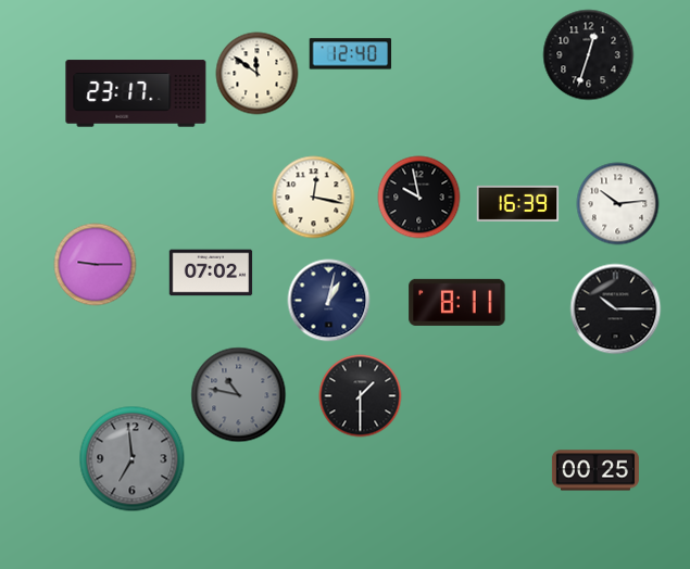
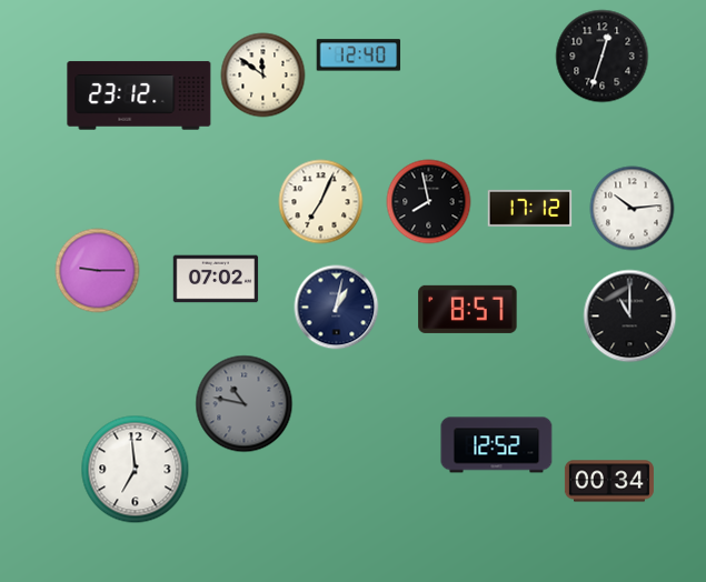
clock at (136, 93): 23:17 -> 23:12
clock at (314, 198): 12:17 -> 7:04
clock at (419, 198): 9:58 -> 7:58
clock at (518, 203): 16:39 -> 17:12
clock at (457, 302): 8:11 -> 8:57
clock at (616, 309): 10:15 -> 11:00
clock at (361, 396): 1:30 -> none
clock at (497, 445): none -> 12:52
clock at (133, 459) dial: grey -> white
clock at (595, 470): 00:25 -> 00:34
